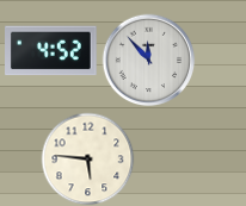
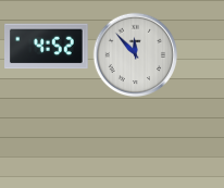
clock at (87, 158): 5:46 -> none
